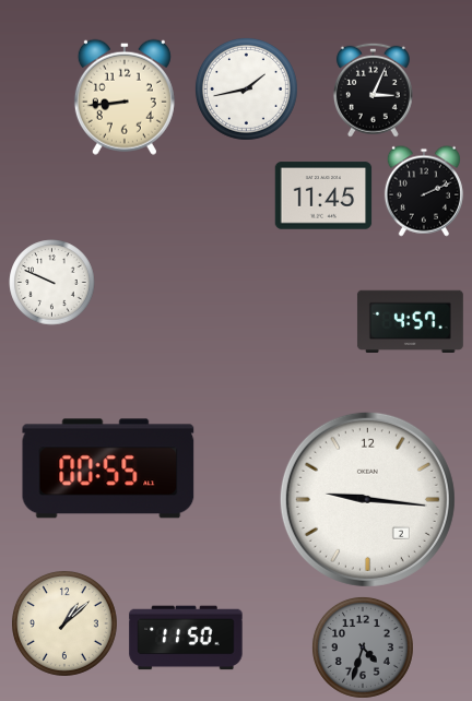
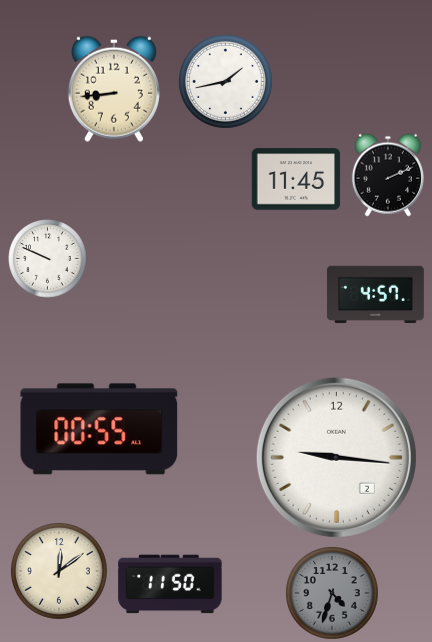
clock at (373, 90): 3:04 -> none
clock at (64, 623): 1:08 -> 12:09
